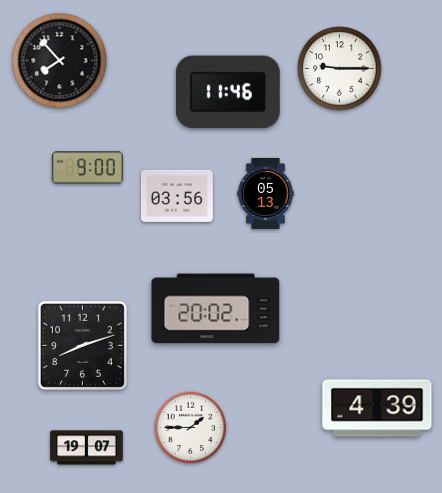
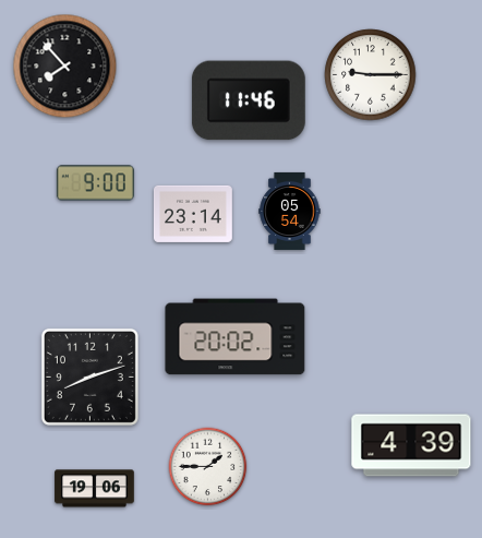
clock at (266, 193): 05:13 -> 05:54
clock at (177, 196): 03:56 -> 23:14
clock at (87, 448): 19:07 -> 19:06
